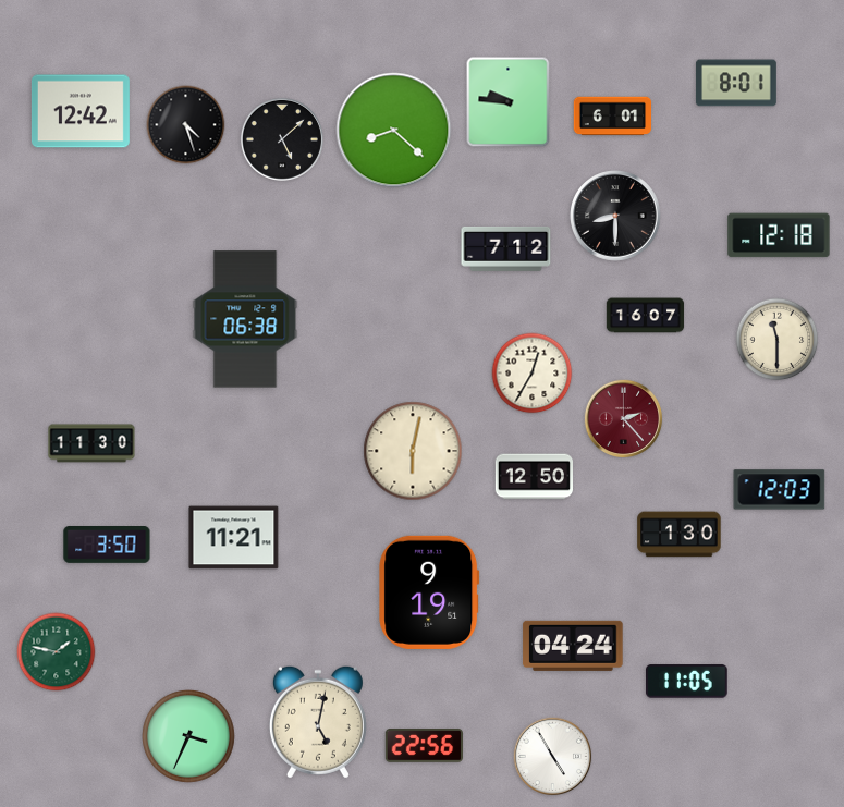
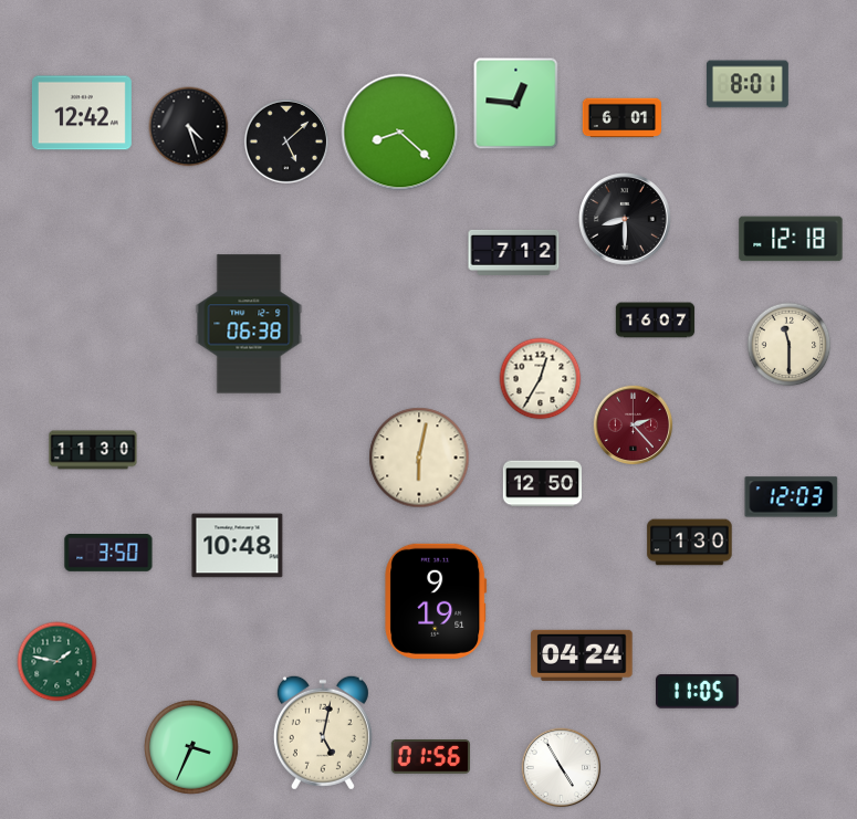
clock at (509, 102): 9:46 -> 12:46
clock at (234, 538): 11:21 -> 10:48
clock at (424, 746): 22:56 -> 01:56
